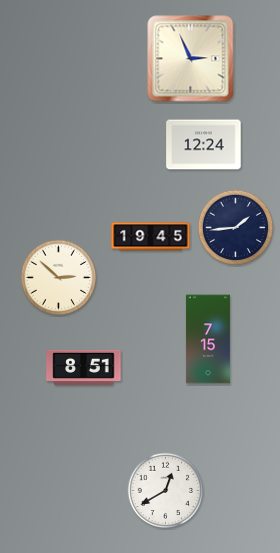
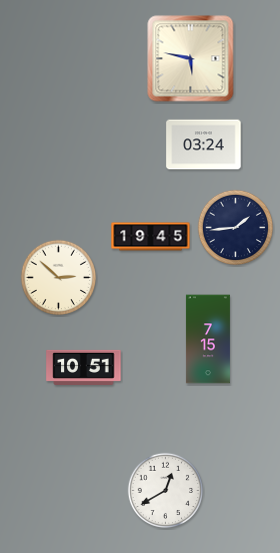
clock at (191, 59): 2:56 -> 5:47
clock at (204, 145): 12:24 -> 03:24
clock at (84, 367): 8:51 -> 10:51
